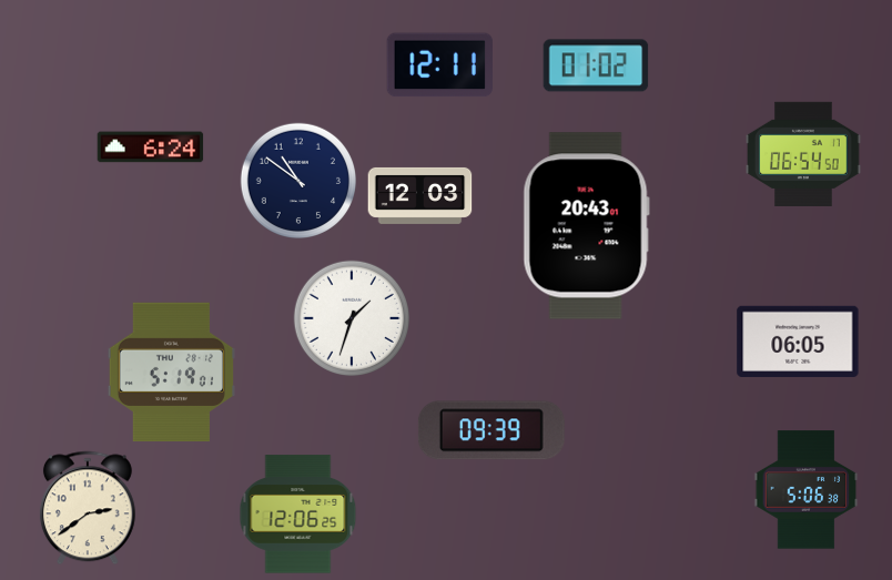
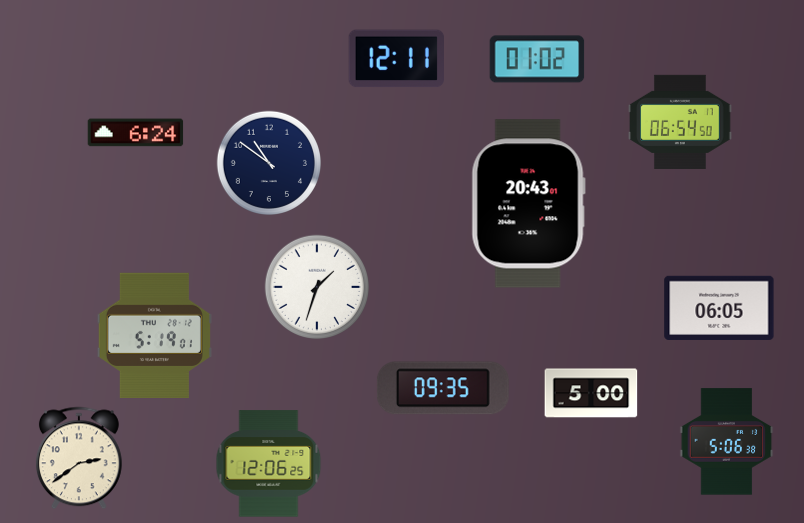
clock at (803, 154) position: (803, 154) -> (680, 122)
clock at (420, 195): 12:03 -> none
clock at (491, 430): 09:39 -> 09:35
clock at (591, 393): none -> 5:00
